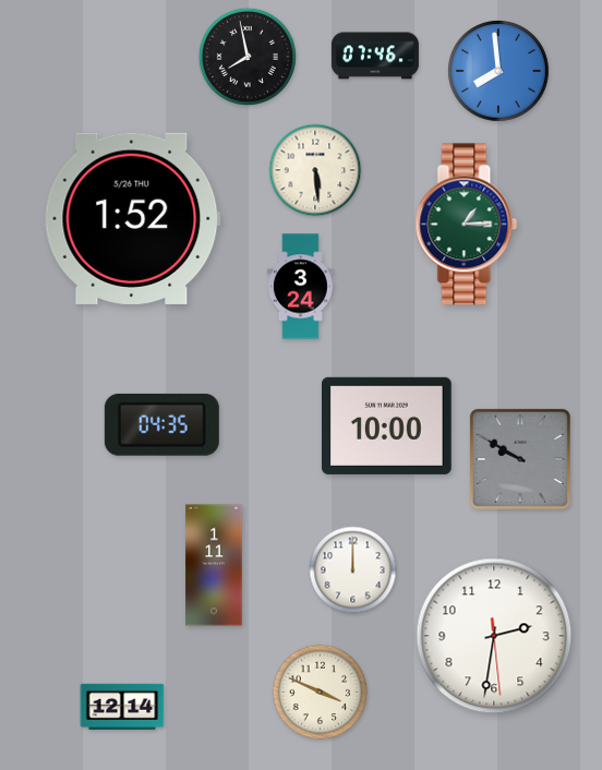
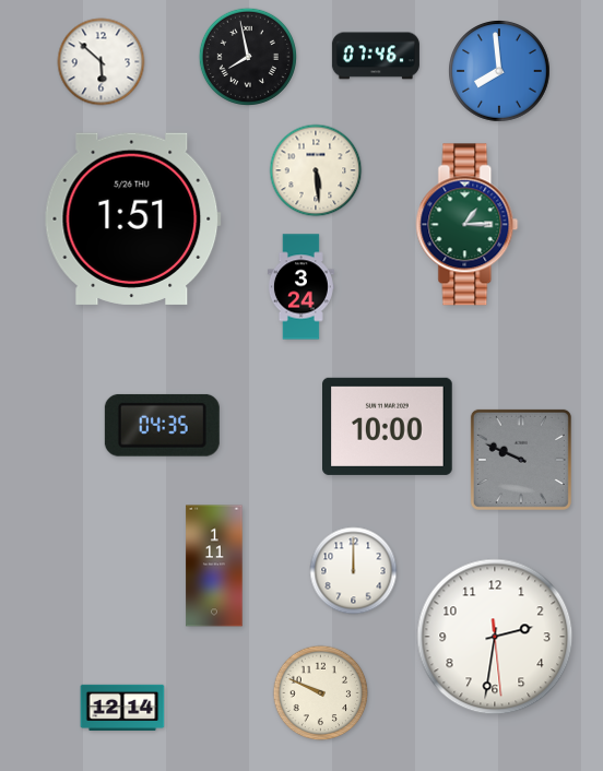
clock at (102, 62): none -> 5:52
clock at (133, 218): 1:52 -> 1:51
clock at (520, 459): 9:50 -> 9:49
clock at (321, 693): 3:49 -> 9:49
